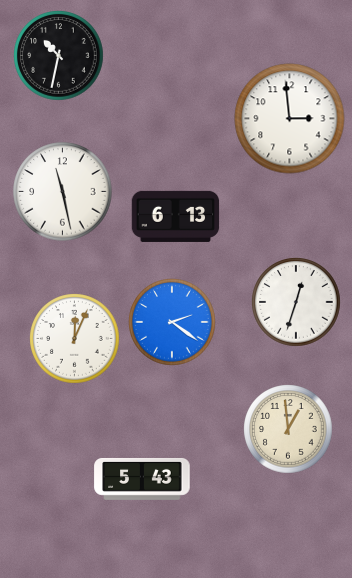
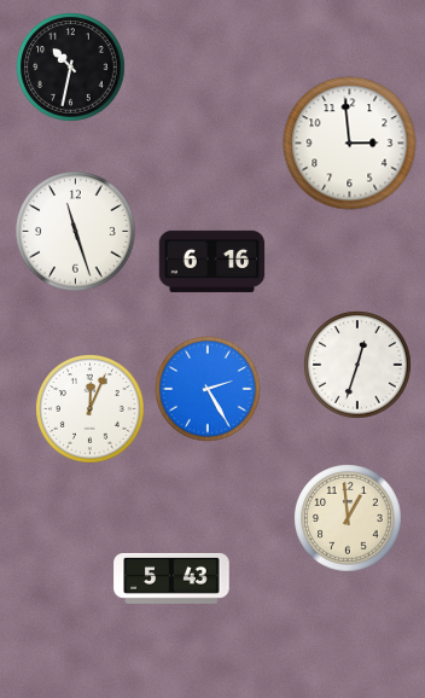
clock at (63, 192): 11:28 -> 11:27
clock at (176, 216): 6:13 -> 6:16
clock at (172, 322): 2:21 -> 2:25
